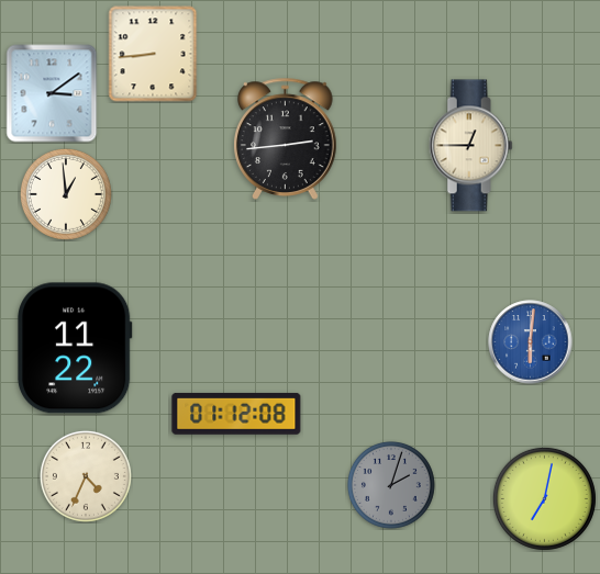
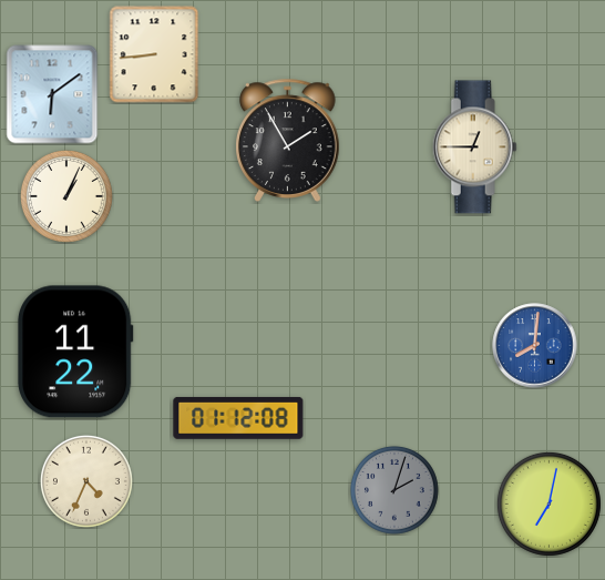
clock at (52, 93): 3:09 -> 6:09
clock at (286, 138): 2:44 -> 1:55
clock at (66, 194): 12:59 -> 1:04
clock at (531, 342): 6:01 -> 8:01
